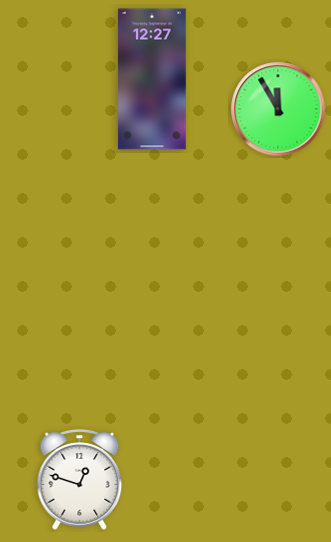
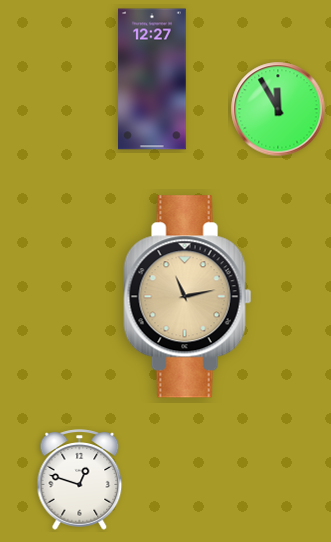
clock at (188, 297): none -> 11:13
